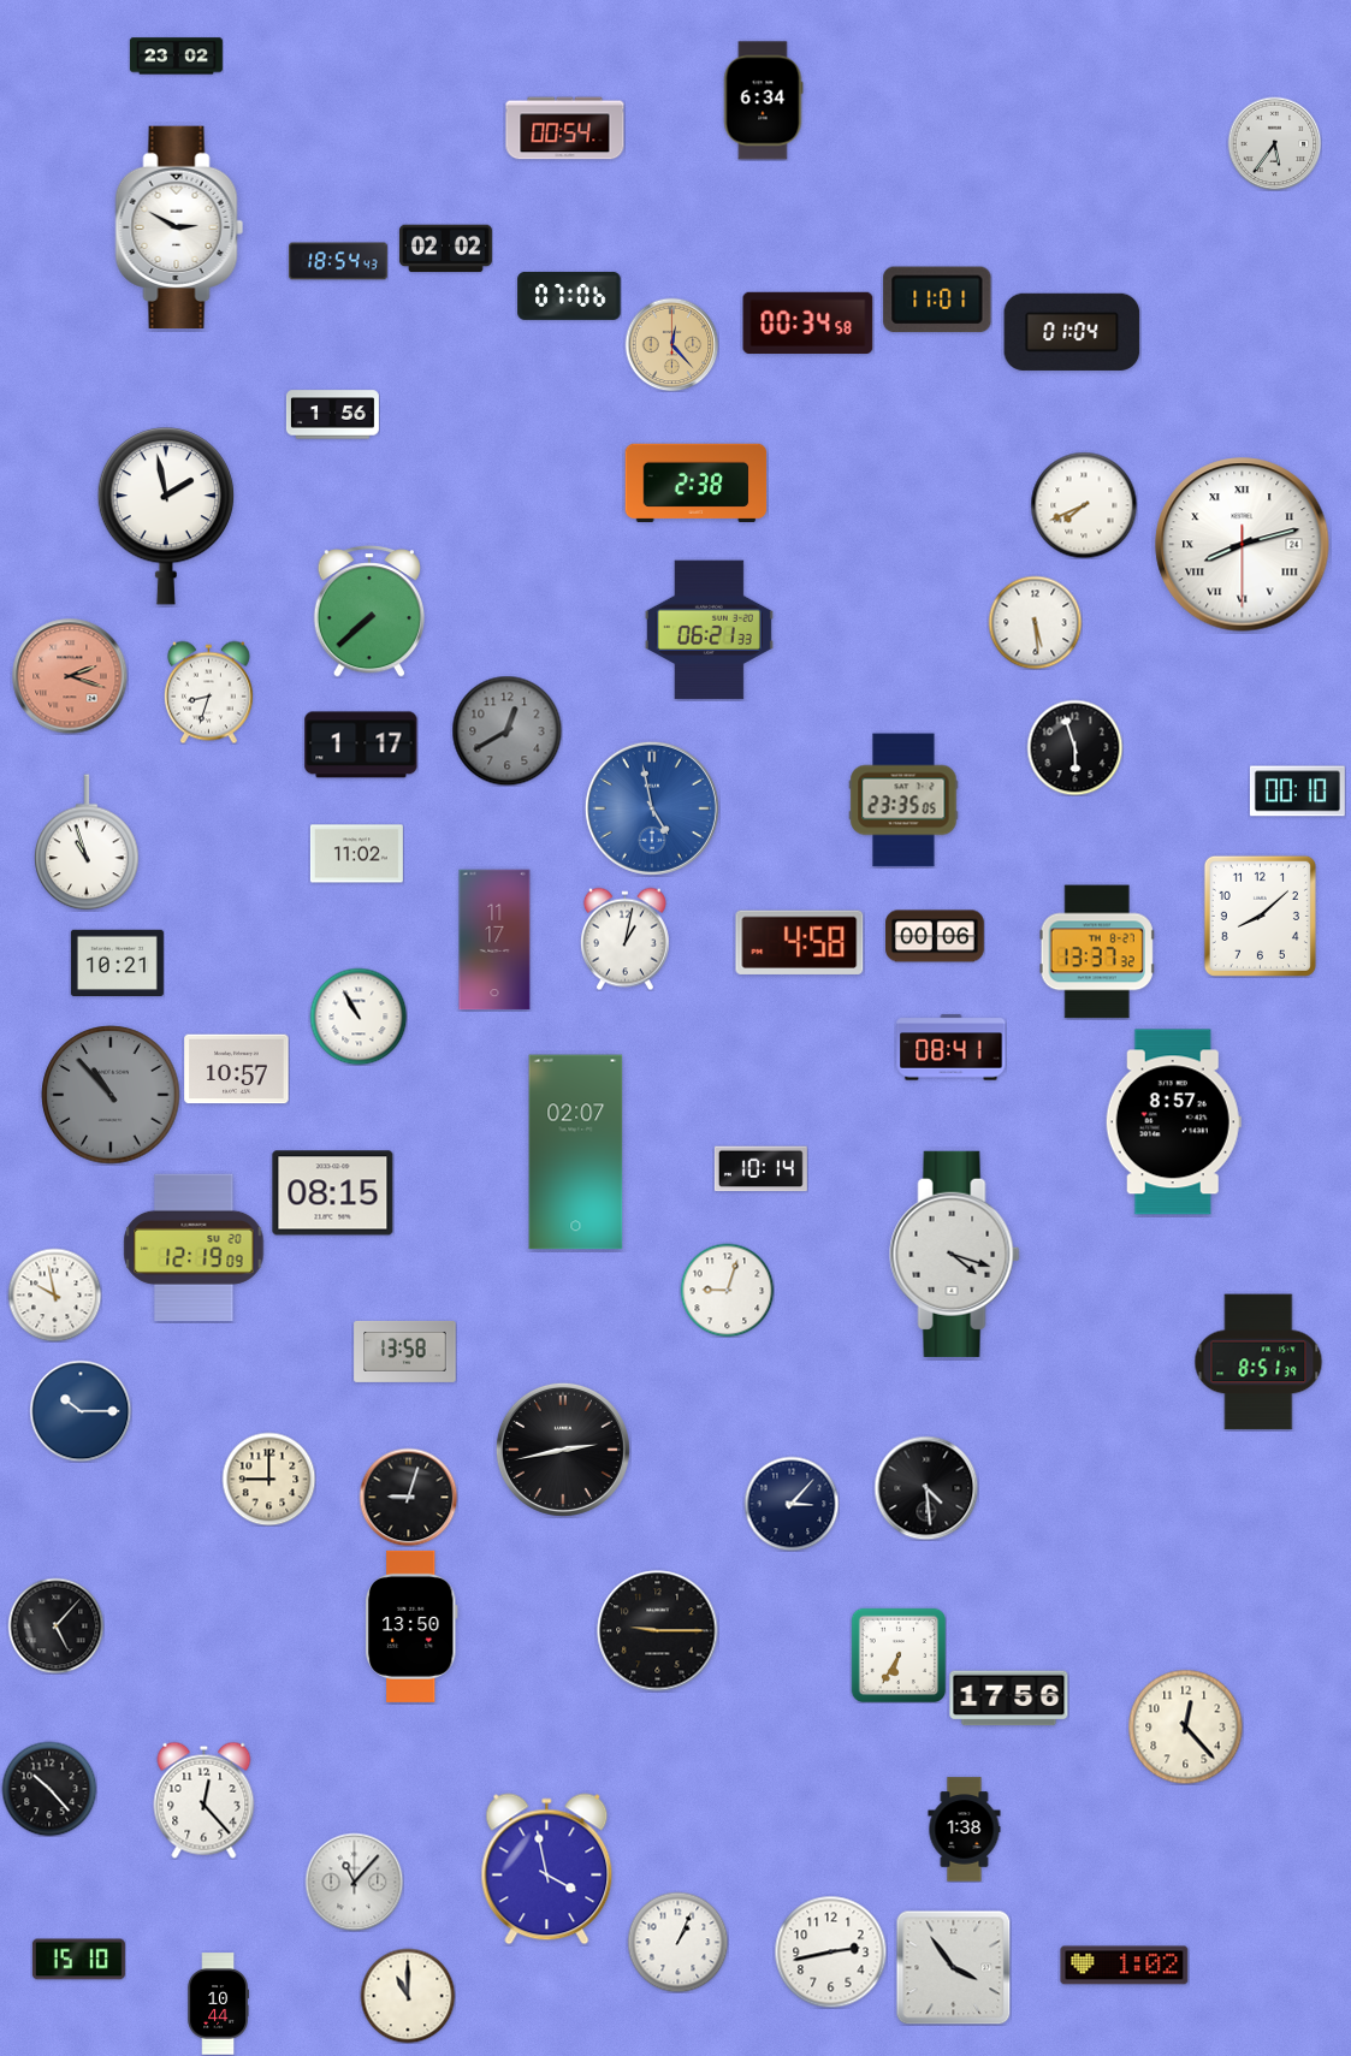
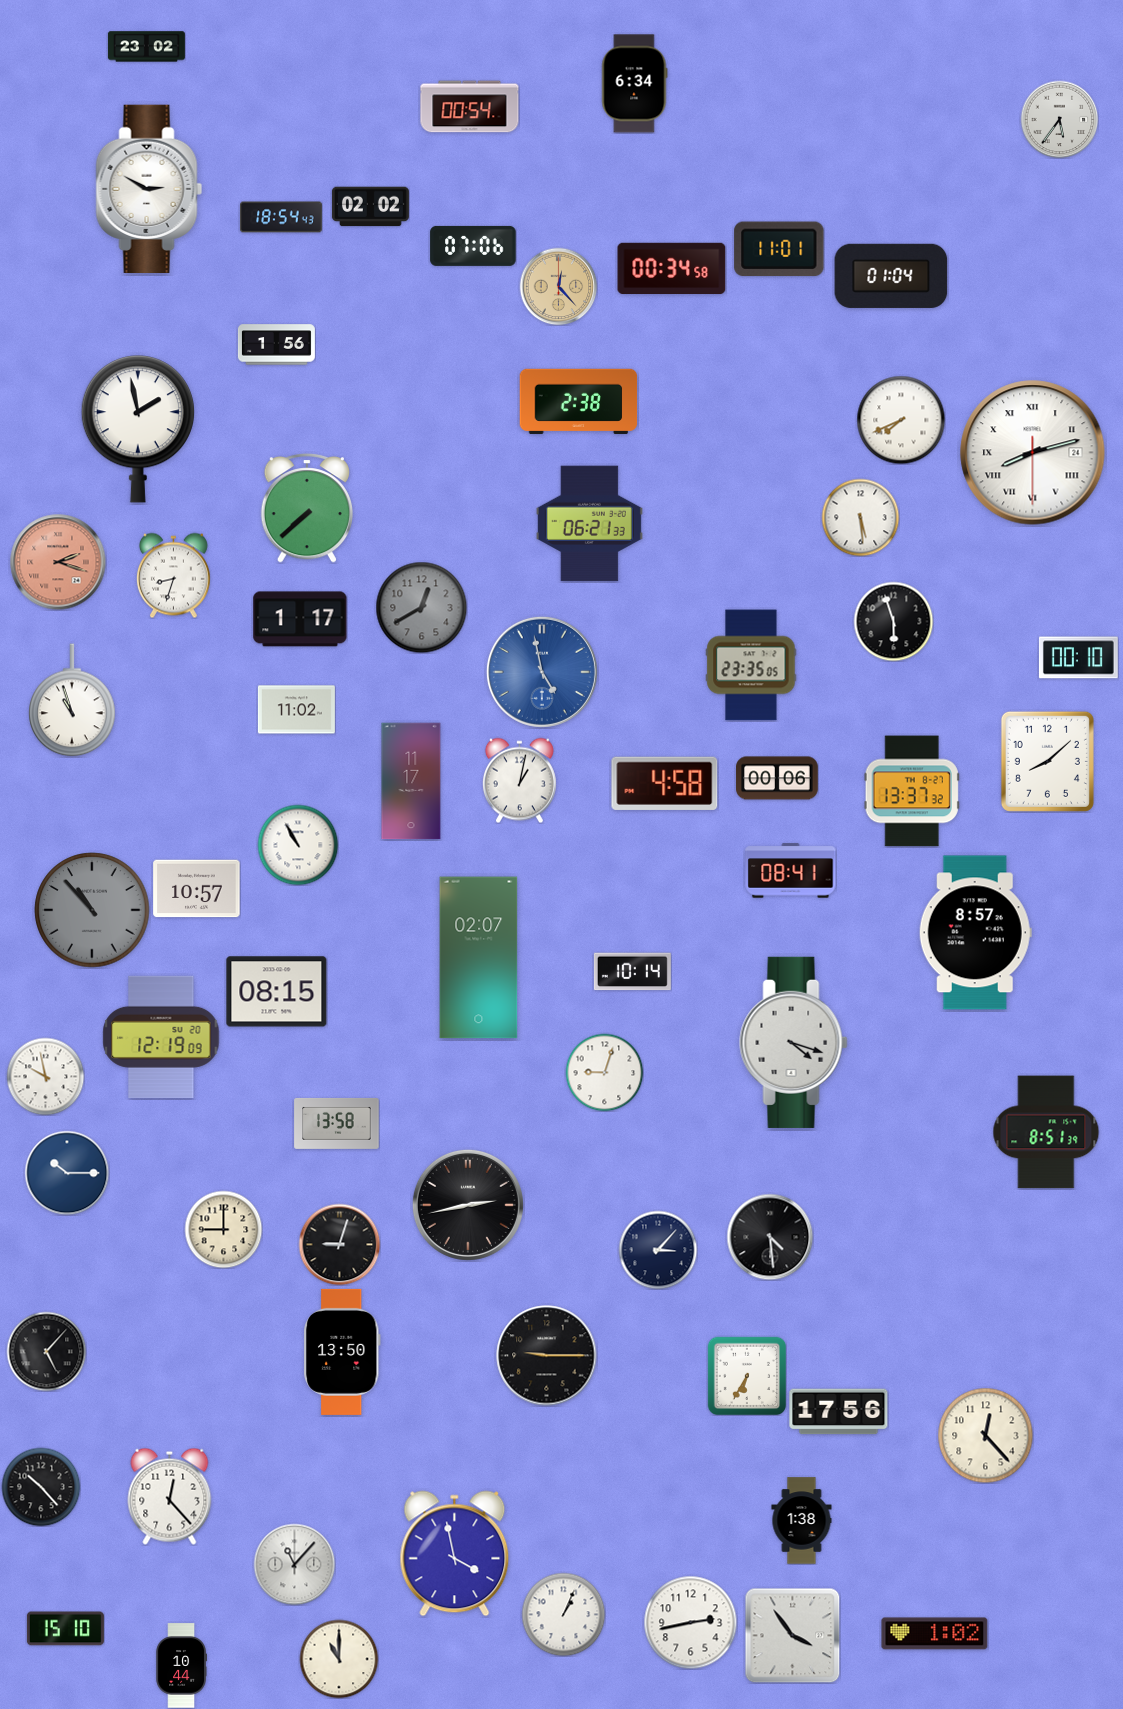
clock at (117, 964): 10:21 -> none
